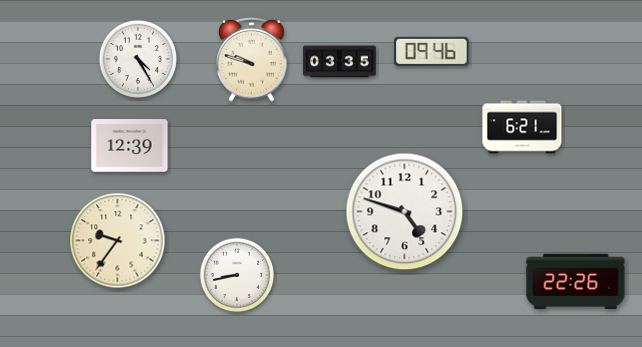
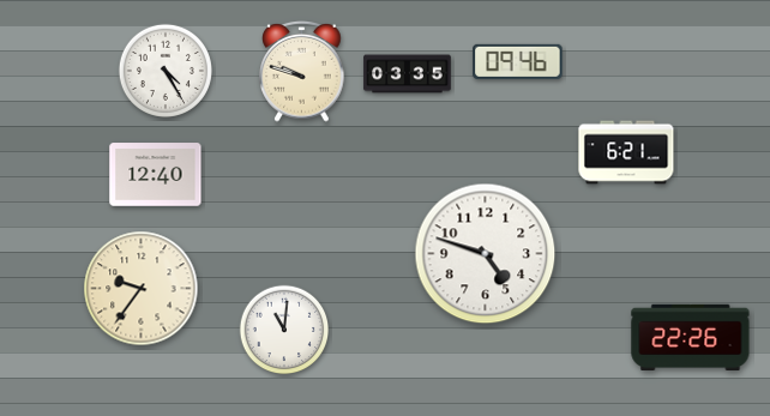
clock at (130, 146): 12:39 -> 12:40
clock at (237, 275): 8:43 -> 11:01
